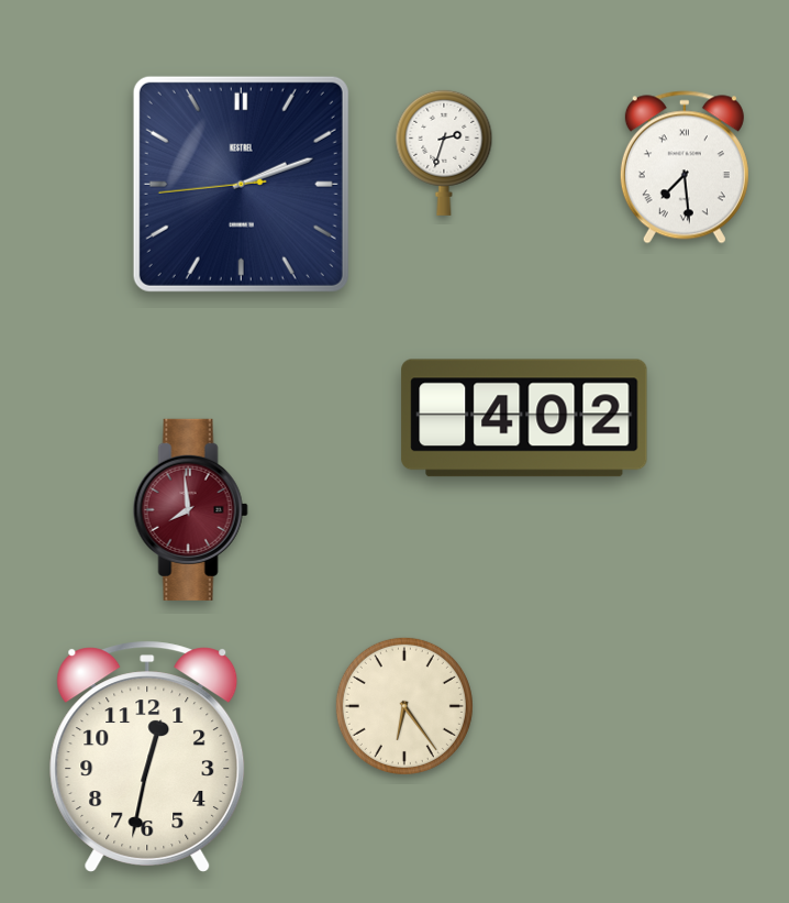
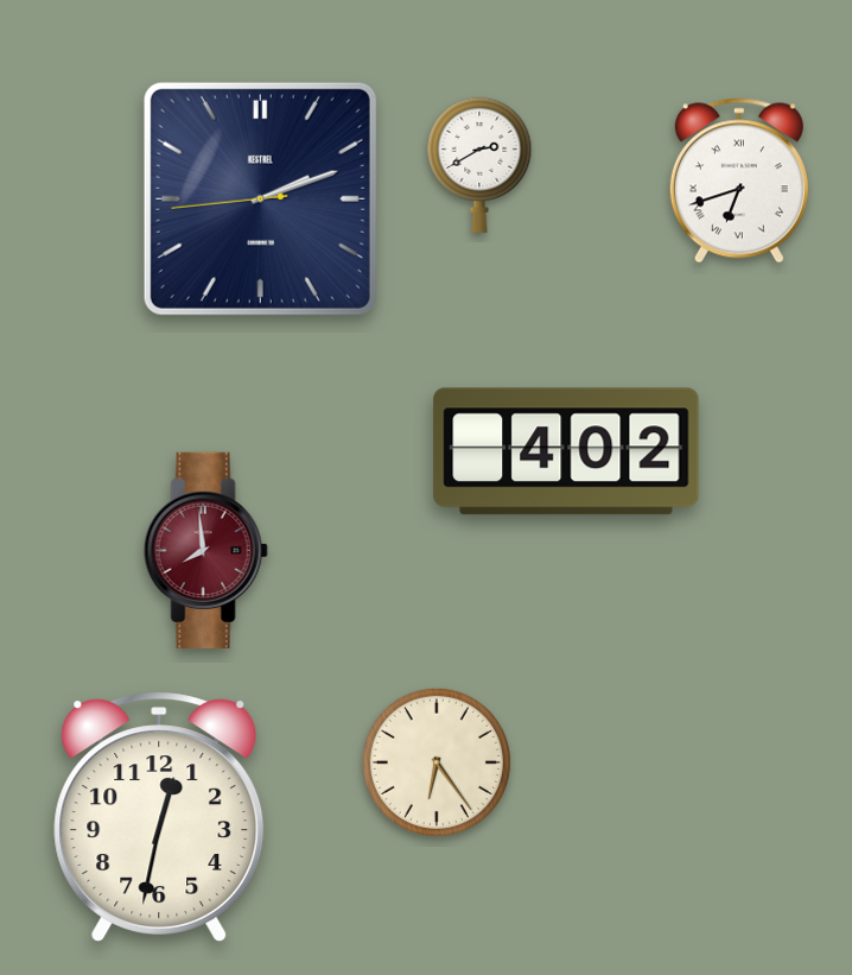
clock at (444, 153): 2:33 -> 2:40
clock at (685, 167): 7:29 -> 6:42
